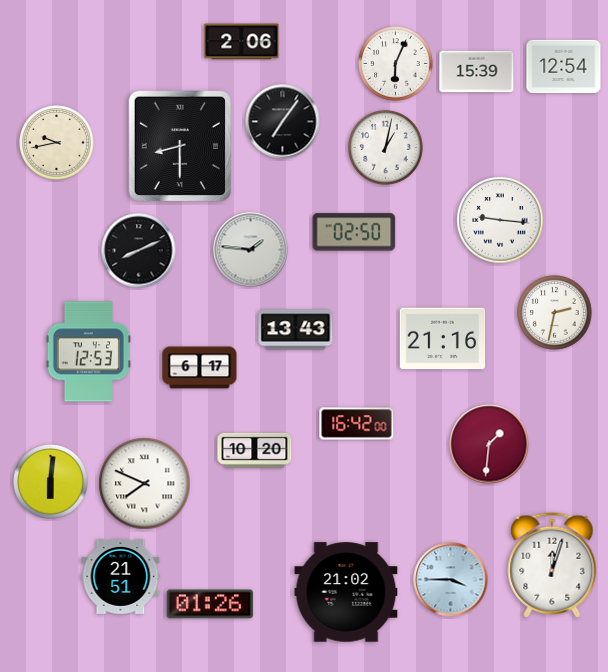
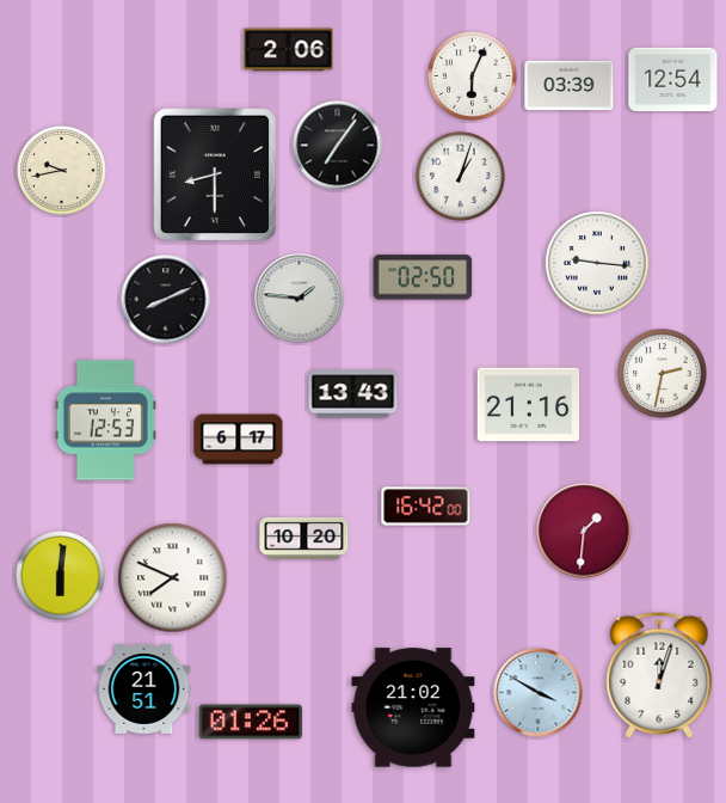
clock at (477, 72): 15:39 -> 03:39
clock at (57, 143) position: (57, 143) -> (62, 171)
clock at (386, 148): 1:02 -> 1:03
clock at (451, 580): 3:45 -> 3:50
